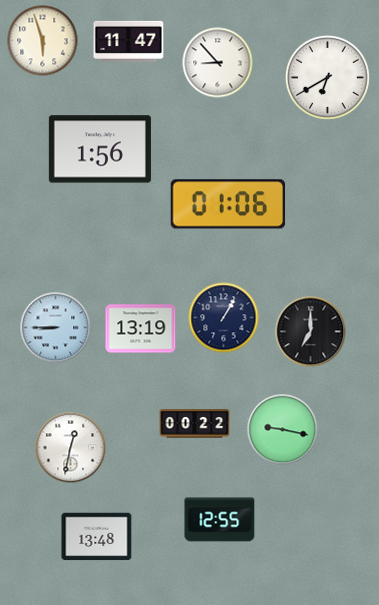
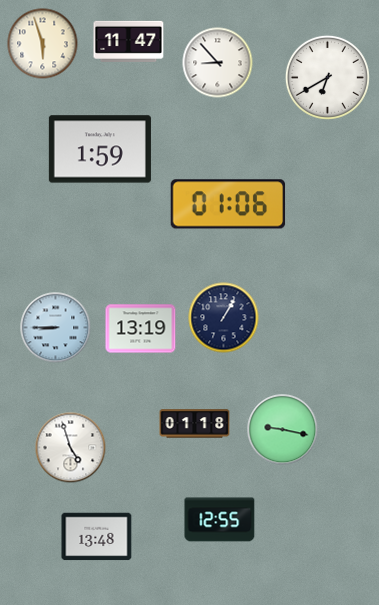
clock at (43, 41) position: (43, 41) -> (43, 44)
clock at (100, 149): 1:56 -> 1:59
clock at (311, 332): 7:00 -> none
clock at (195, 424): 00:22 -> 01:18
clock at (71, 448): 12:32 -> 4:57
